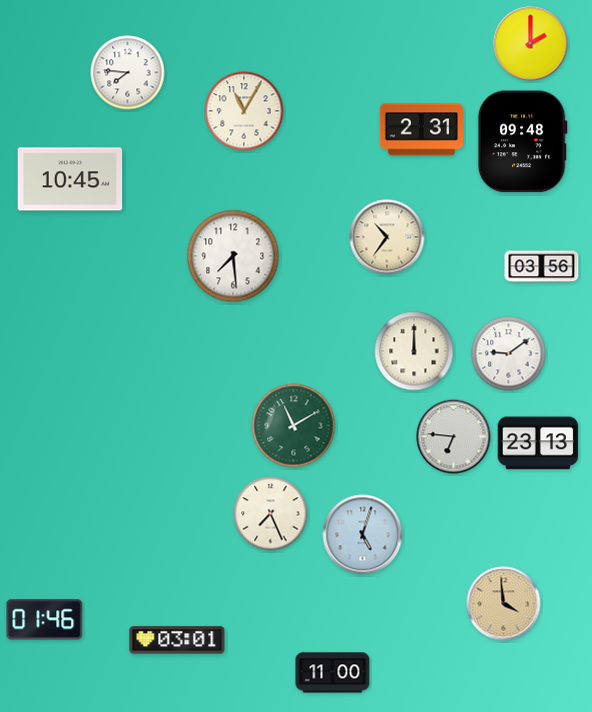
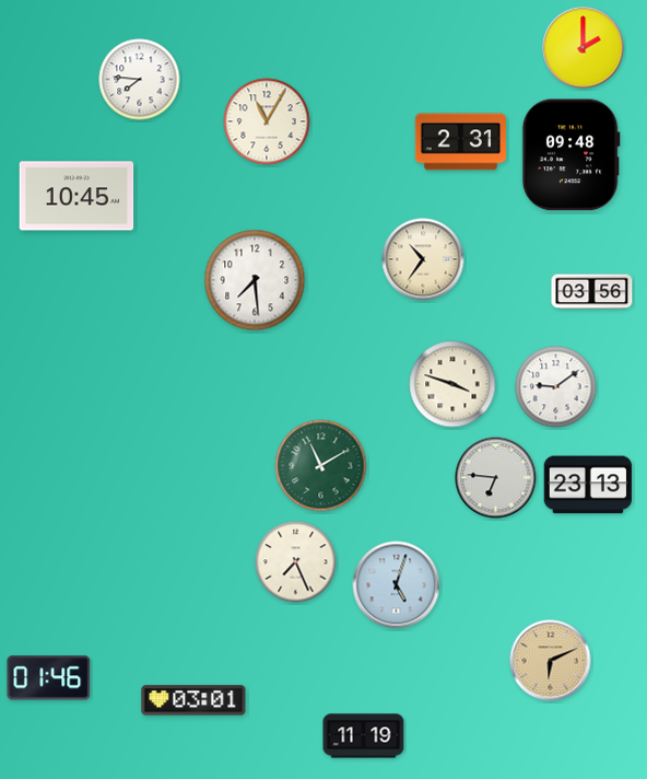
clock at (531, 44) position: (531, 44) -> (584, 48)
clock at (414, 351): 12:00 -> 3:48
clock at (504, 604): 3:59 -> 6:11
clock at (333, 673): 11:00 -> 11:19
